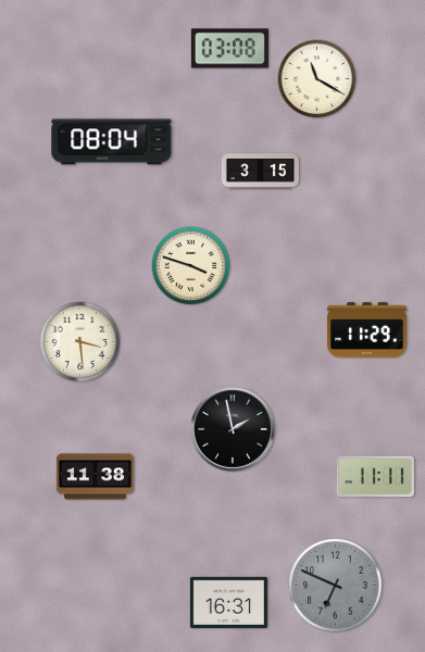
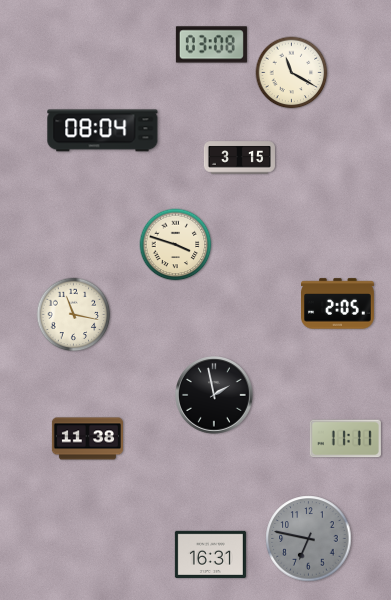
clock at (367, 330): 11:29 -> 2:05
clock at (80, 342): 3:29 -> 11:17
clock at (336, 586): 6:49 -> 6:47
